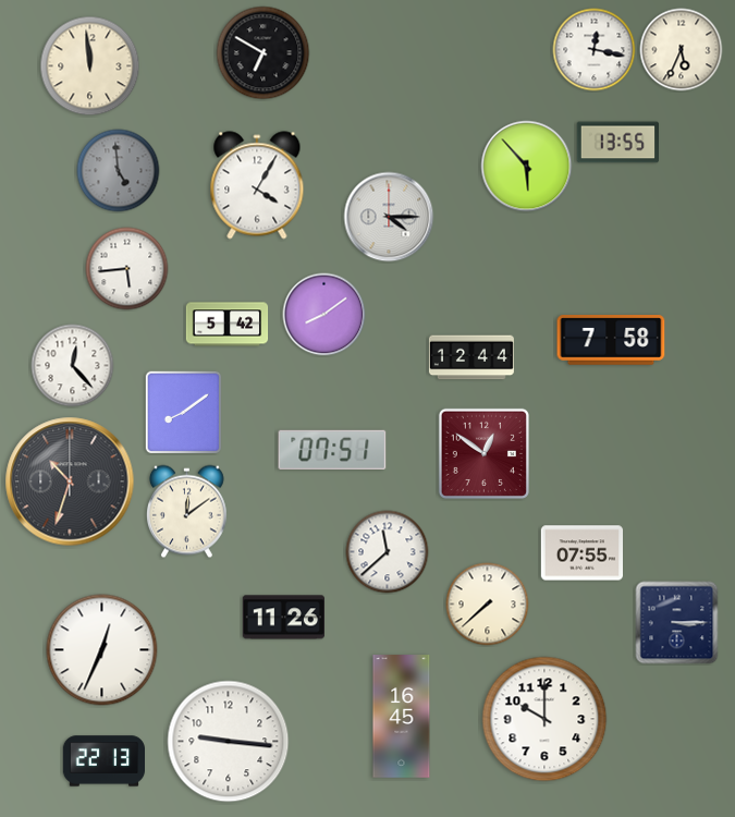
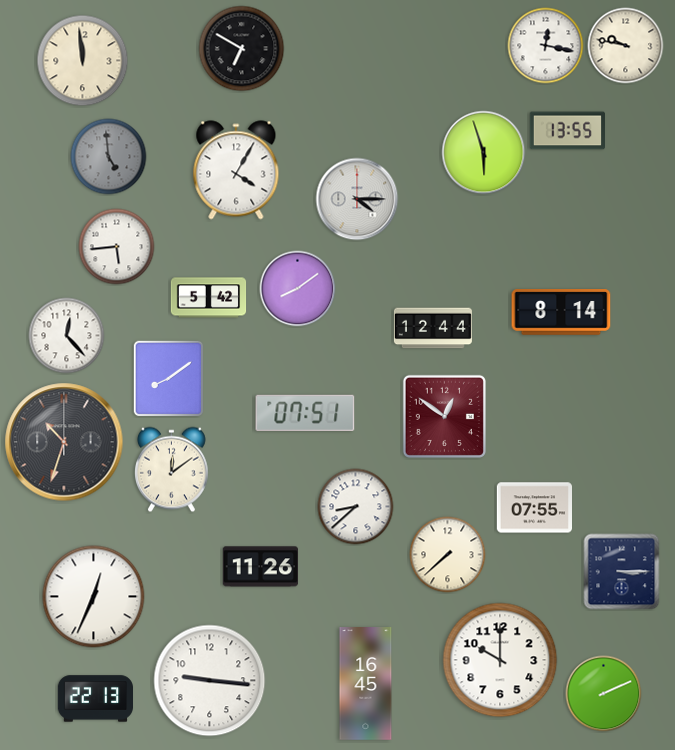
clock at (682, 50): 5:34 -> 9:47
clock at (527, 167): 5:53 -> 5:57
clock at (611, 340): 7:58 -> 8:14
clock at (388, 552): 11:38 -> 8:38
clock at (402, 717) position: (402, 717) -> (366, 684)
clock at (604, 694): none -> 2:11
